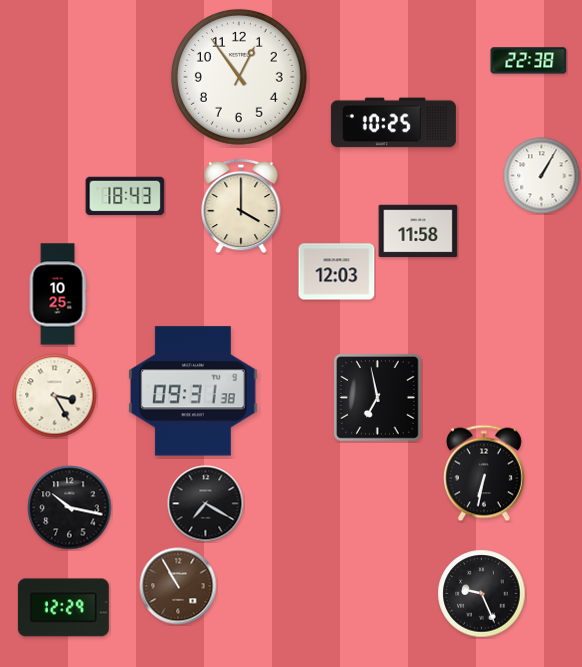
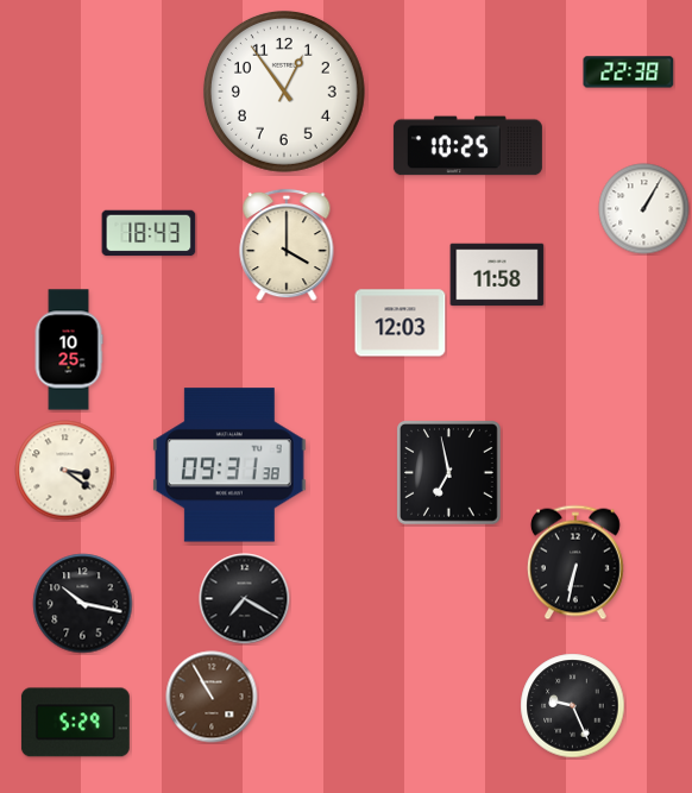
clock at (55, 396): 3:25 -> 3:21
clock at (63, 608): 12:29 -> 5:29
